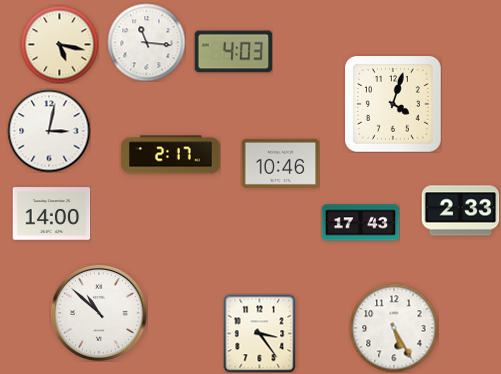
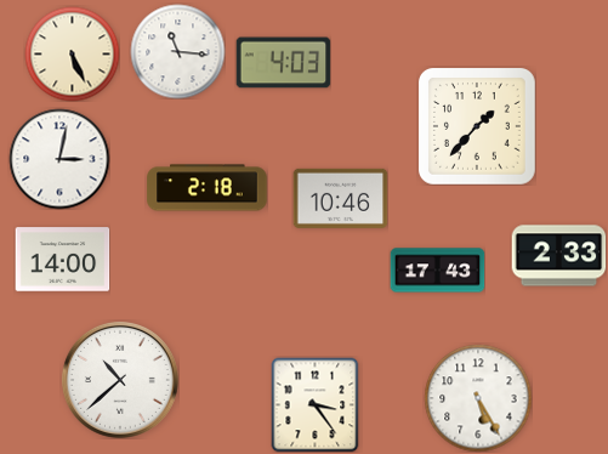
clock at (59, 44): 5:17 -> 5:26
clock at (394, 105): 4:03 -> 1:37
clock at (171, 155): 2:17 -> 2:18
clock at (99, 313): 10:52 -> 10:38
